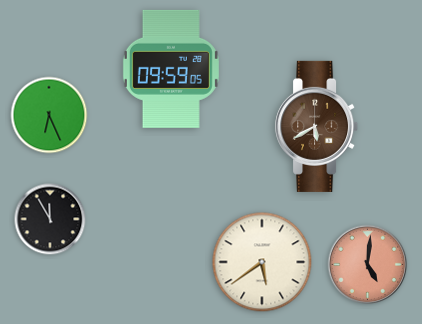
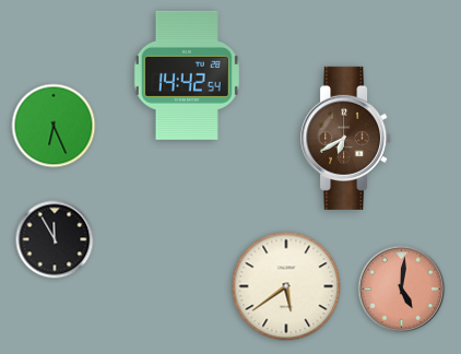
clock at (171, 69): 09:59 -> 14:42
clock at (317, 126): 5:40 -> 6:40
